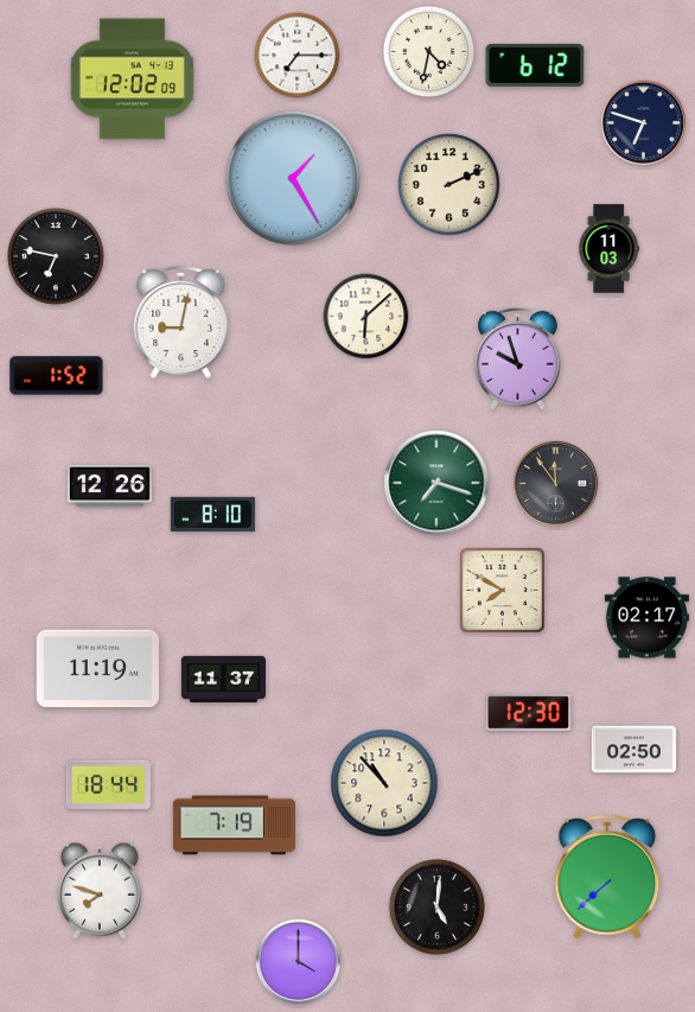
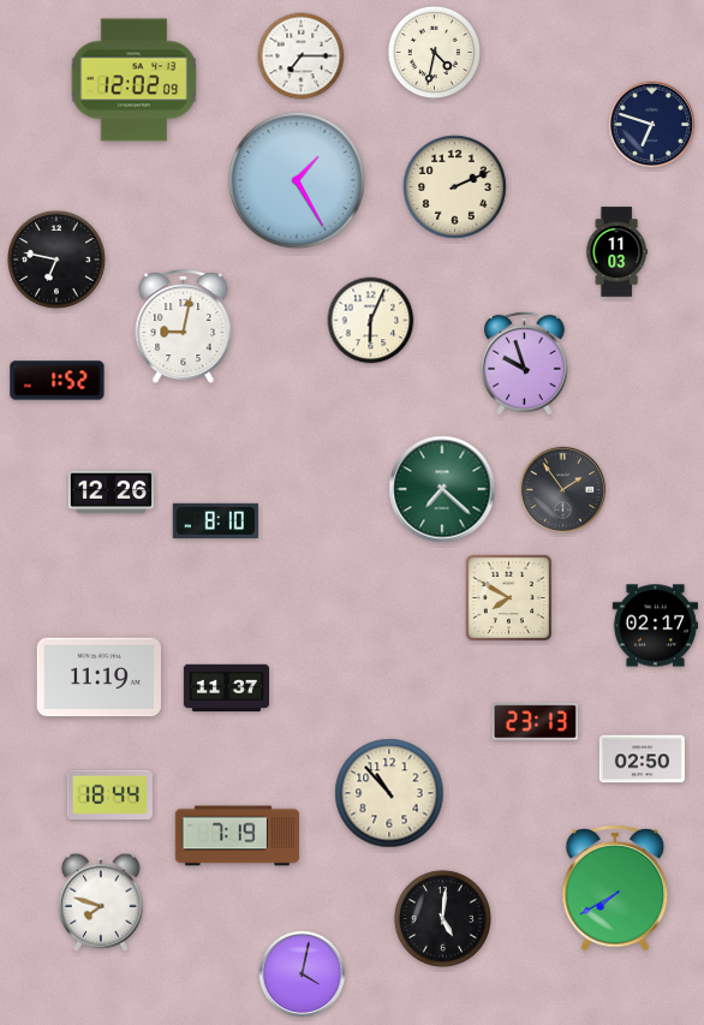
clock at (535, 65): 6:12 -> none
clock at (366, 317): 6:08 -> 6:04
clock at (436, 483): 7:18 -> 7:22
clock at (555, 483): 11:54 -> 1:54
clock at (528, 713): 12:30 -> 23:13
clock at (607, 877): 7:38 -> 7:40
clock at (298, 961): 4:00 -> 4:02
